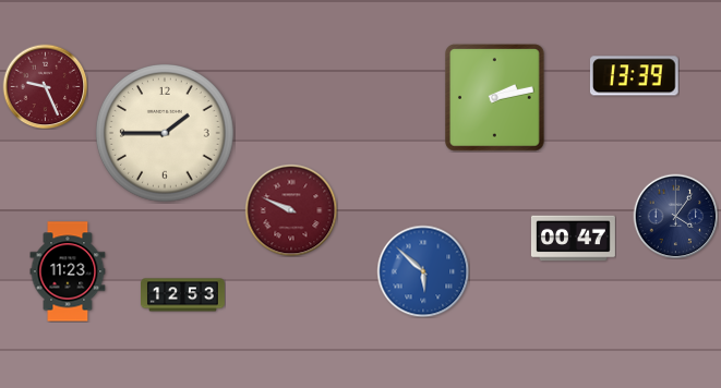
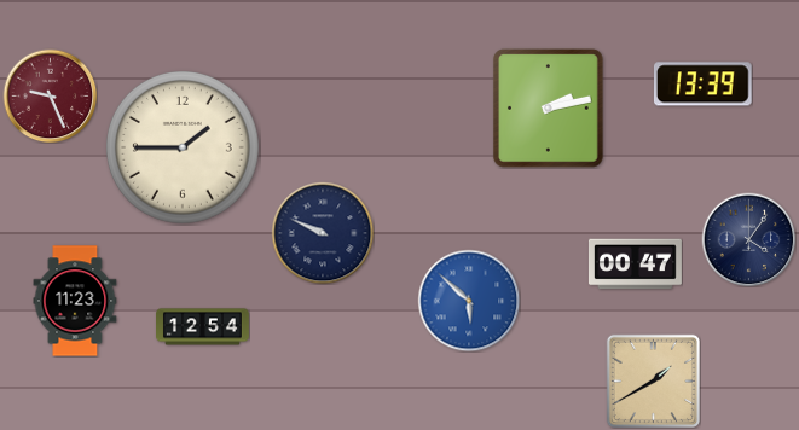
clock at (291, 210) dial: burgundy -> navy
clock at (183, 295): 12:53 -> 12:54
clock at (653, 380): none -> 1:40
